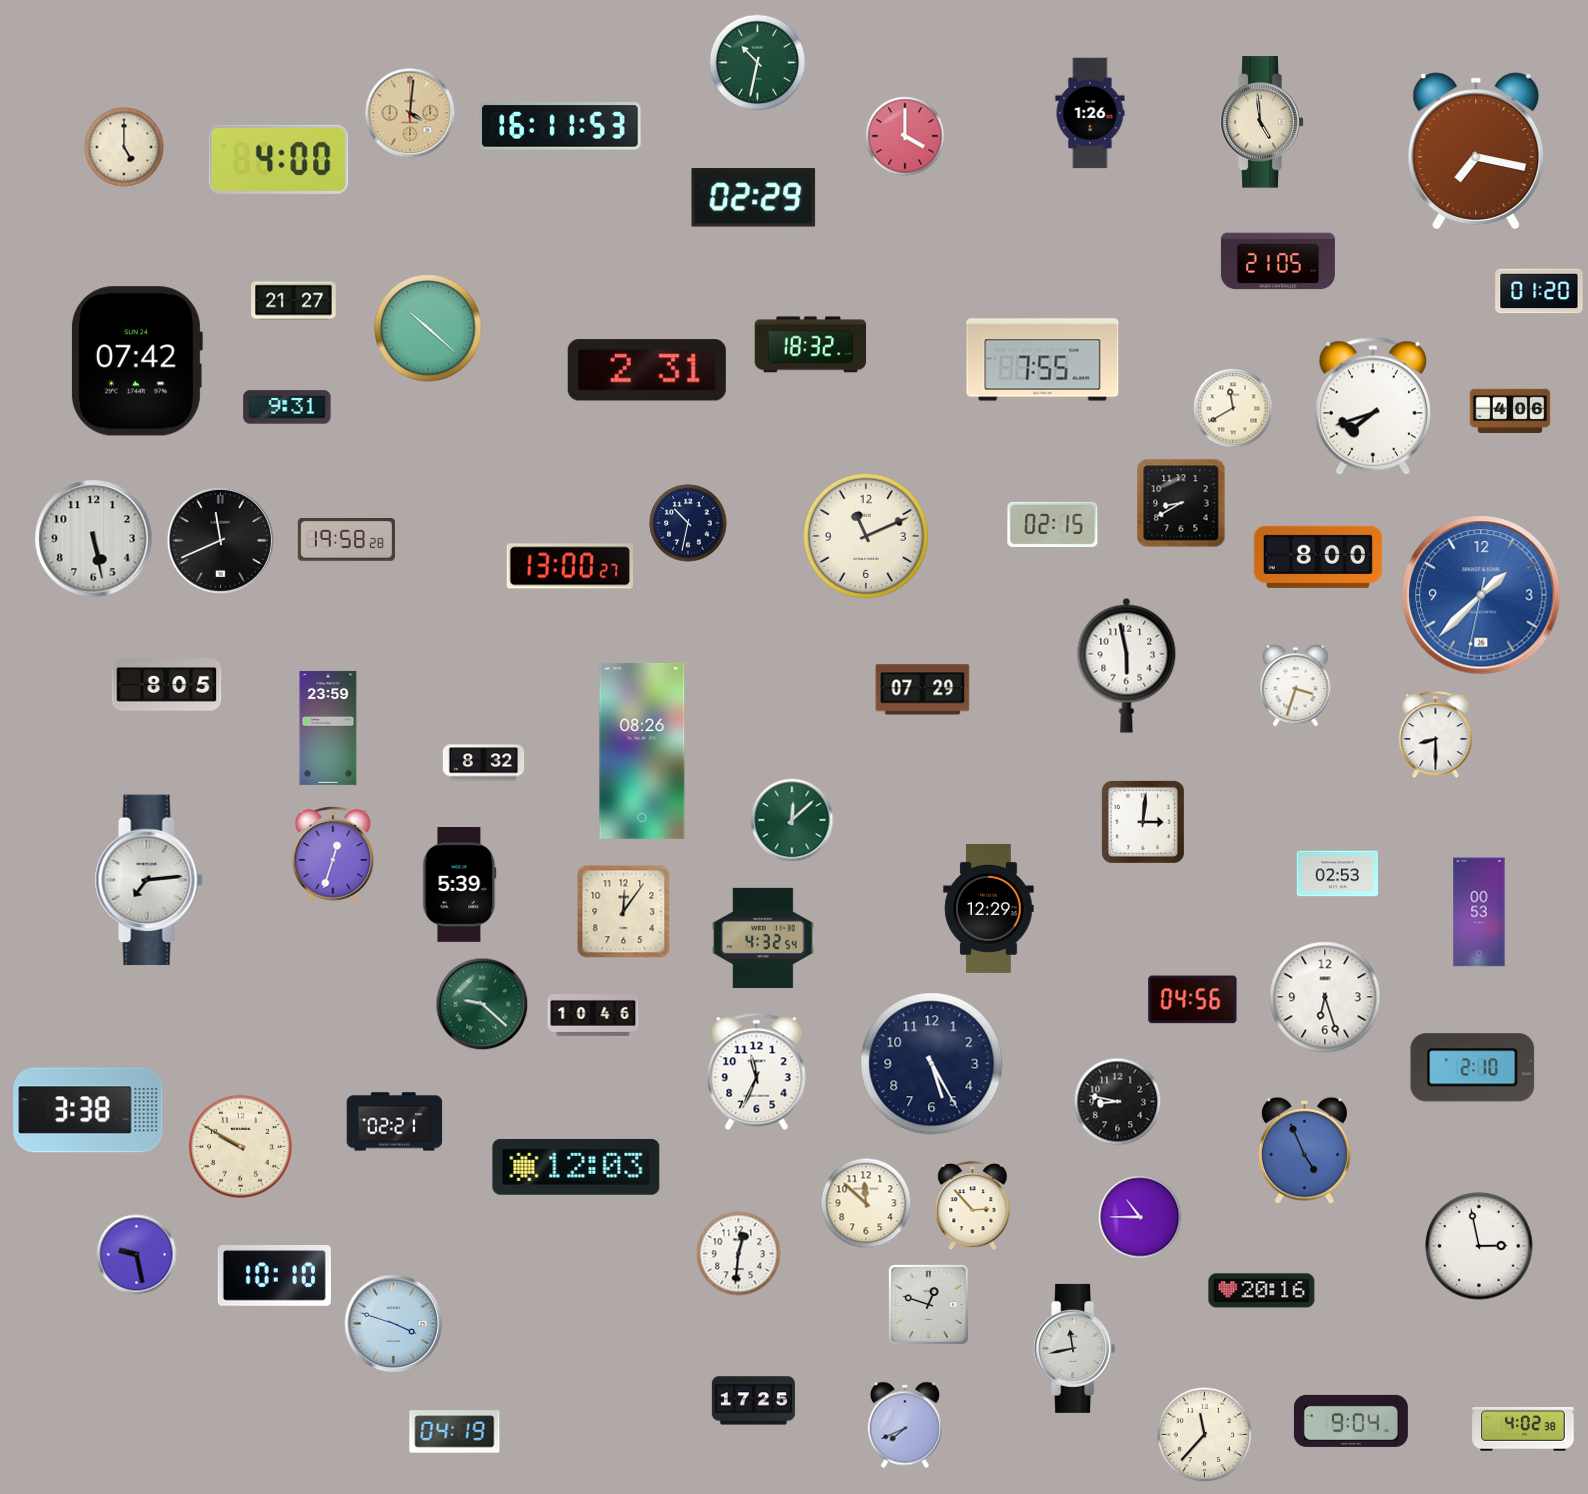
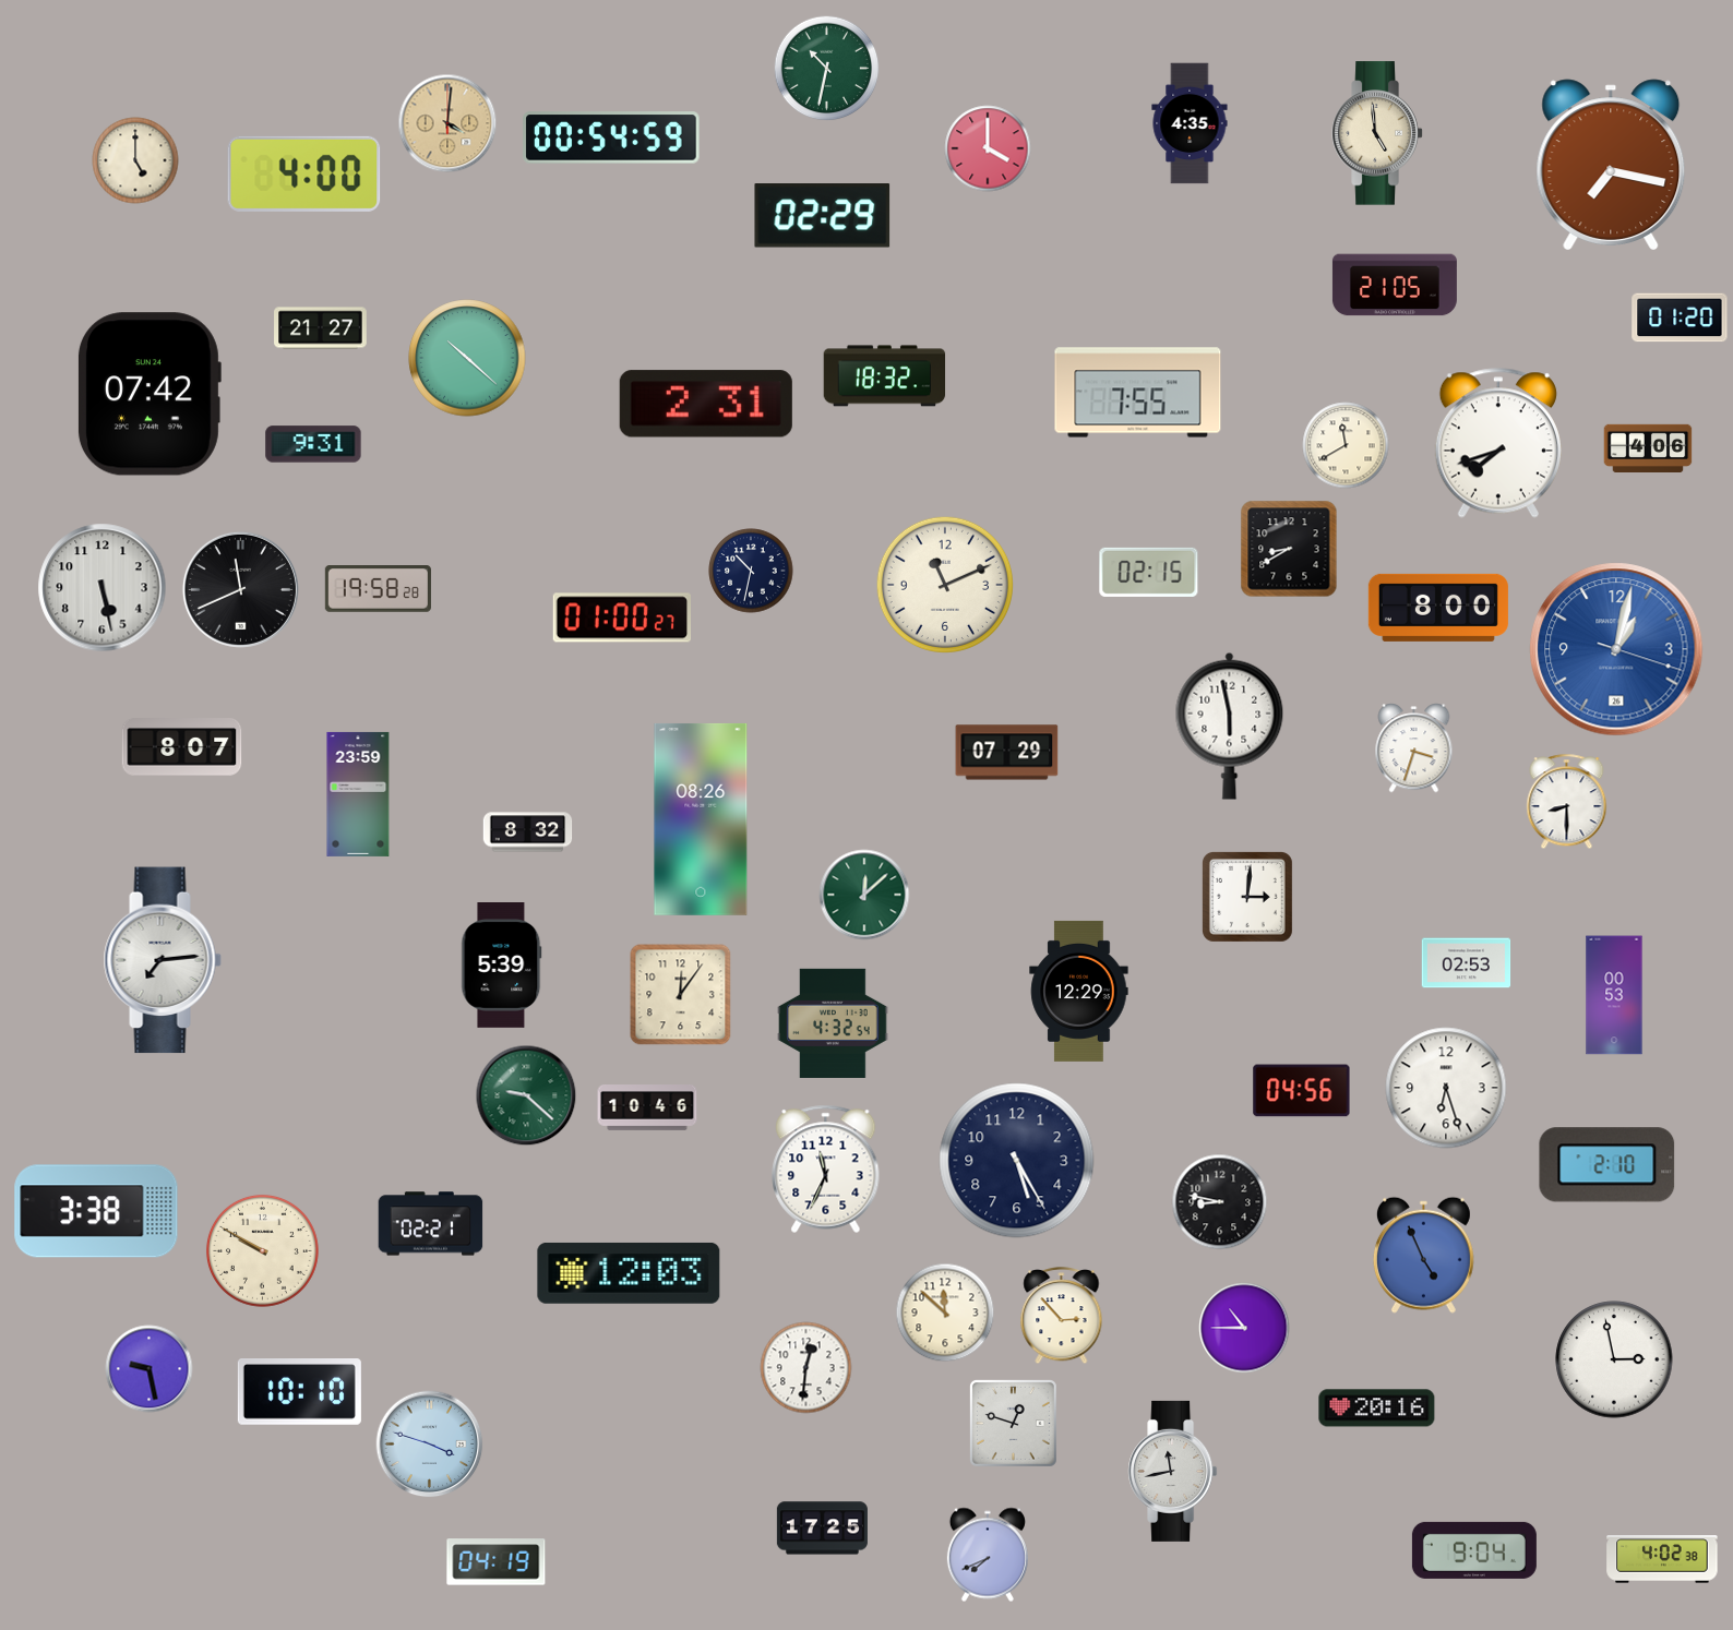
clock at (1090, 113): 1:26 -> 4:35
clock at (560, 126): 16:11 -> 00:54
clock at (569, 566): 13:00 -> 01:00
clock at (1481, 595): 1:37 -> 1:02
clock at (167, 685): 8:05 -> 8:07
clock at (333, 855): 12:33 -> none
clock at (1338, 874) position: (1338, 874) -> (1467, 963)
clock at (1205, 1435): 11:37 -> none
